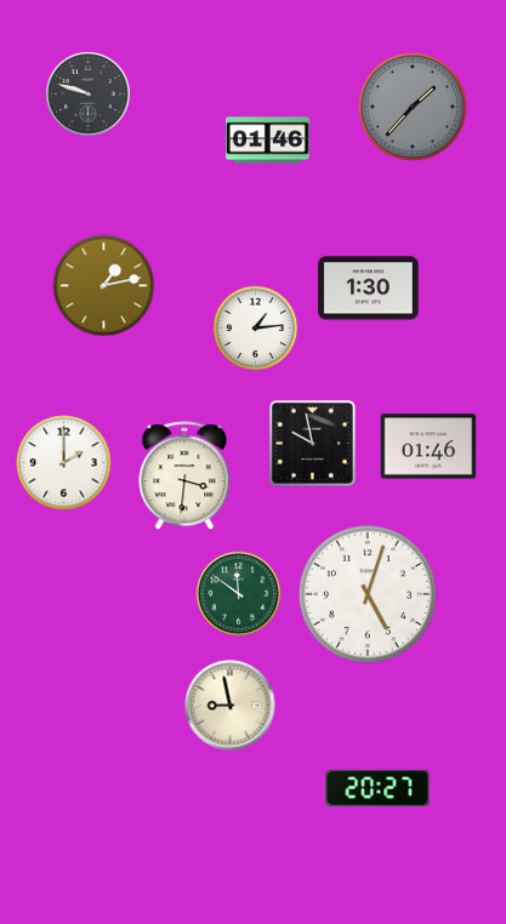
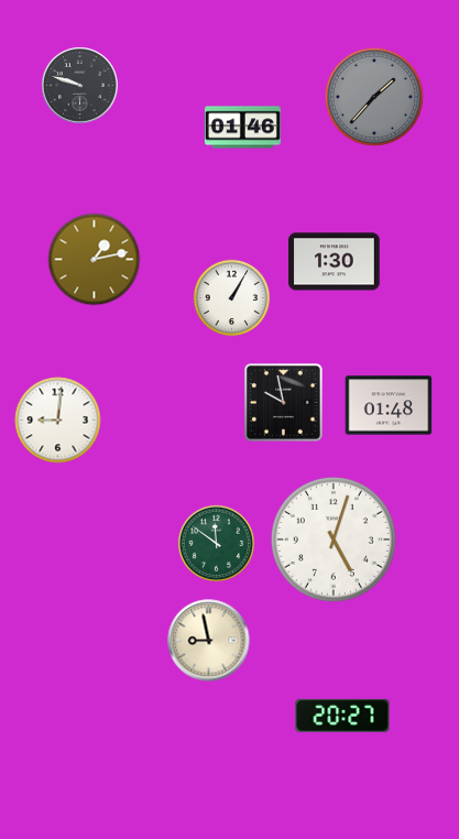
clock at (256, 329): 1:14 -> 1:05
clock at (428, 446): 01:46 -> 01:48
clock at (64, 463): 2:00 -> 9:01
clock at (184, 477): 3:31 -> none
clock at (239, 594) position: (239, 594) -> (217, 544)
